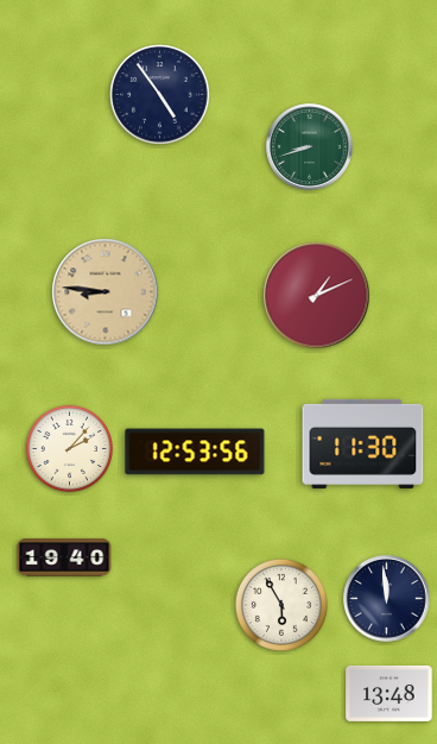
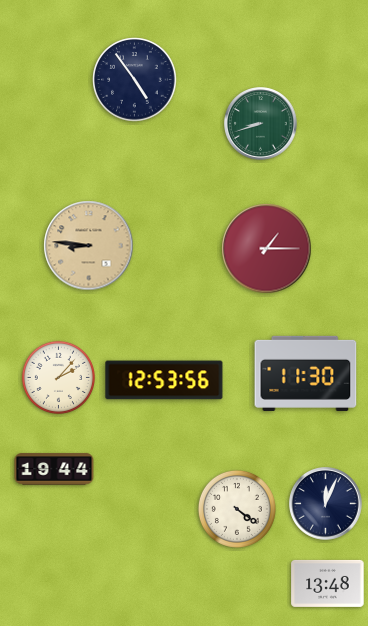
clock at (317, 296): 1:11 -> 1:15
clock at (64, 557): 19:40 -> 19:44
clock at (387, 599): 11:59 -> 12:04
clock at (281, 605): 5:55 -> 4:21
